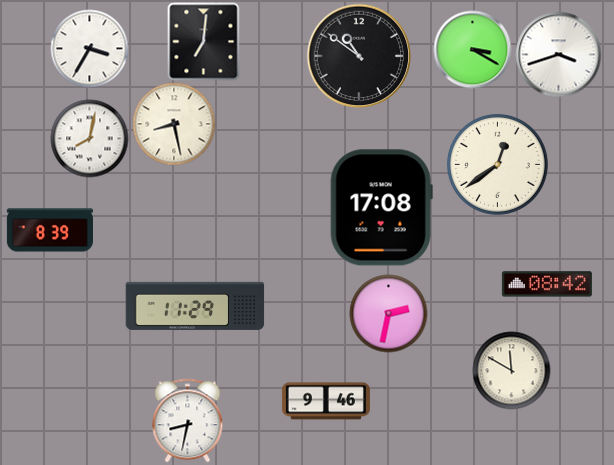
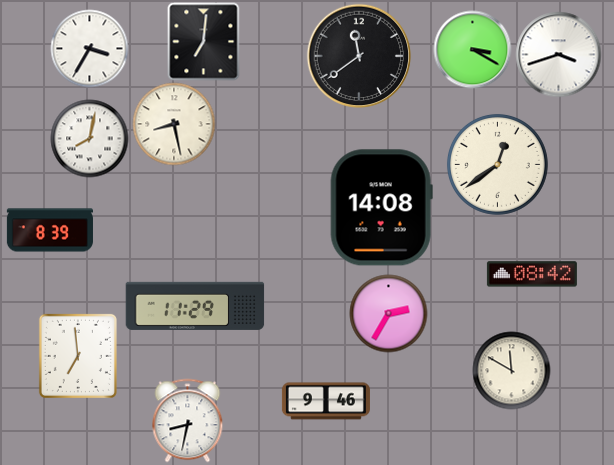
clock at (359, 56): 10:51 -> 11:39
clock at (381, 208): 17:08 -> 14:08
clock at (547, 284) position: (547, 284) -> (532, 274)
clock at (388, 313): 2:32 -> 2:35
clock at (78, 356): none -> 6:59
